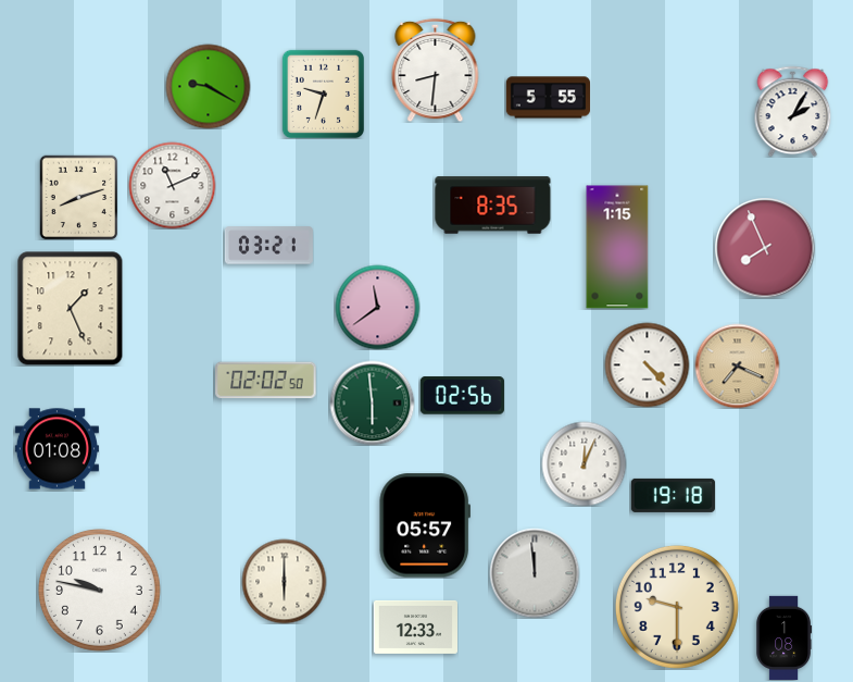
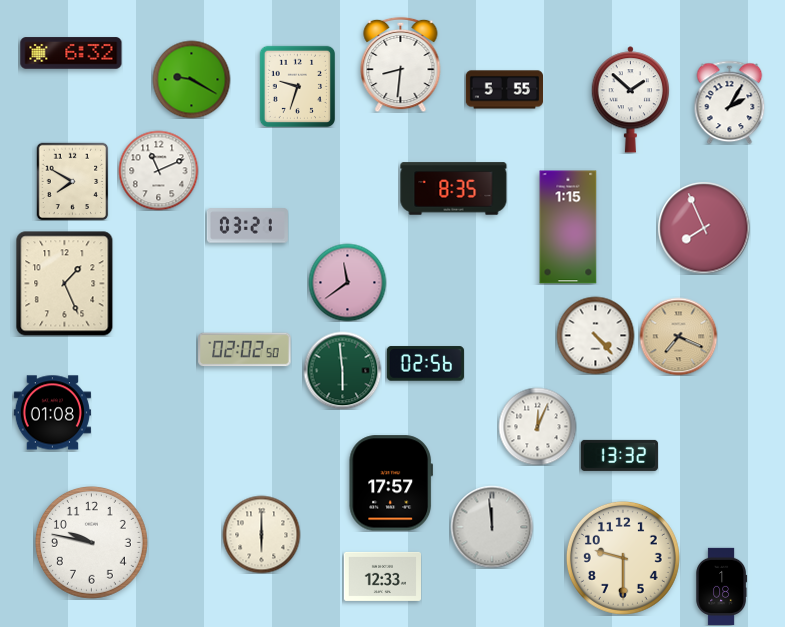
clock at (71, 53): none -> 6:32
clock at (631, 100): none -> 1:52
clock at (79, 197): 8:12 -> 7:50
clock at (673, 495): 19:18 -> 13:32
clock at (424, 525): 05:57 -> 17:57
